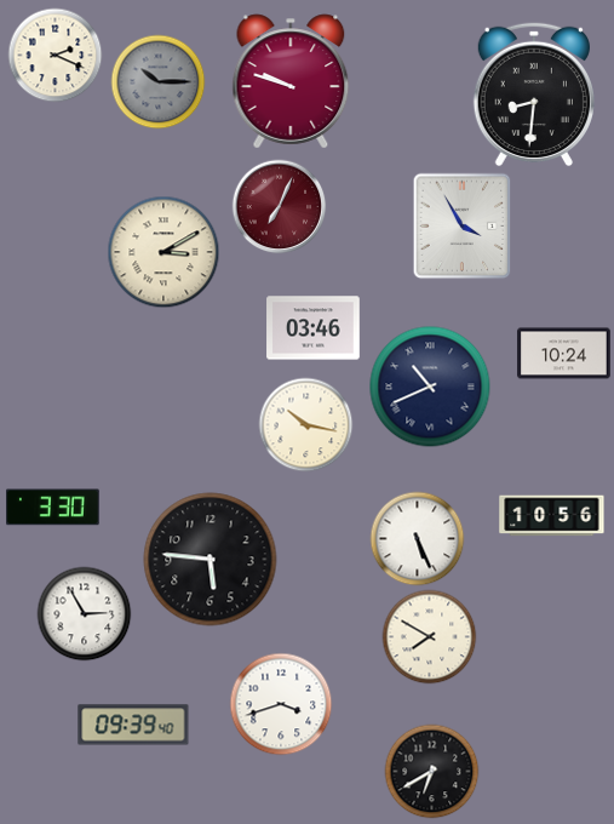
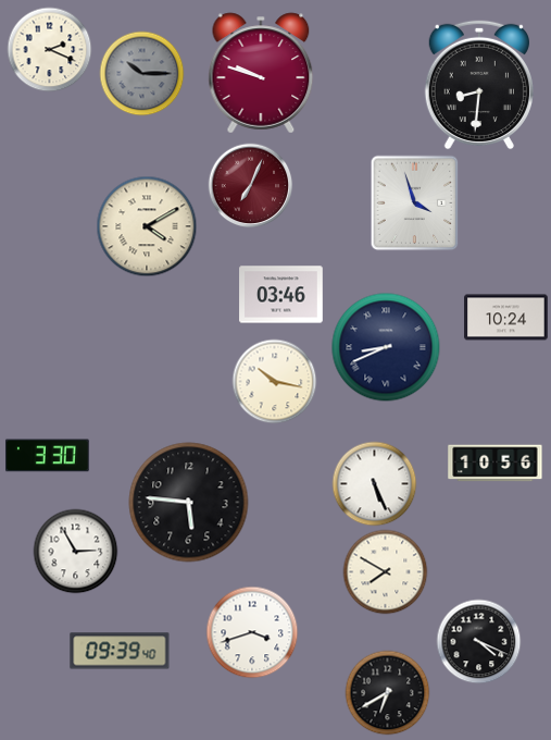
clock at (463, 225): 3:55 -> 3:57
clock at (163, 252): 3:10 -> 4:10
clock at (430, 387): 10:41 -> 8:41
clock at (478, 641): none -> 4:19
